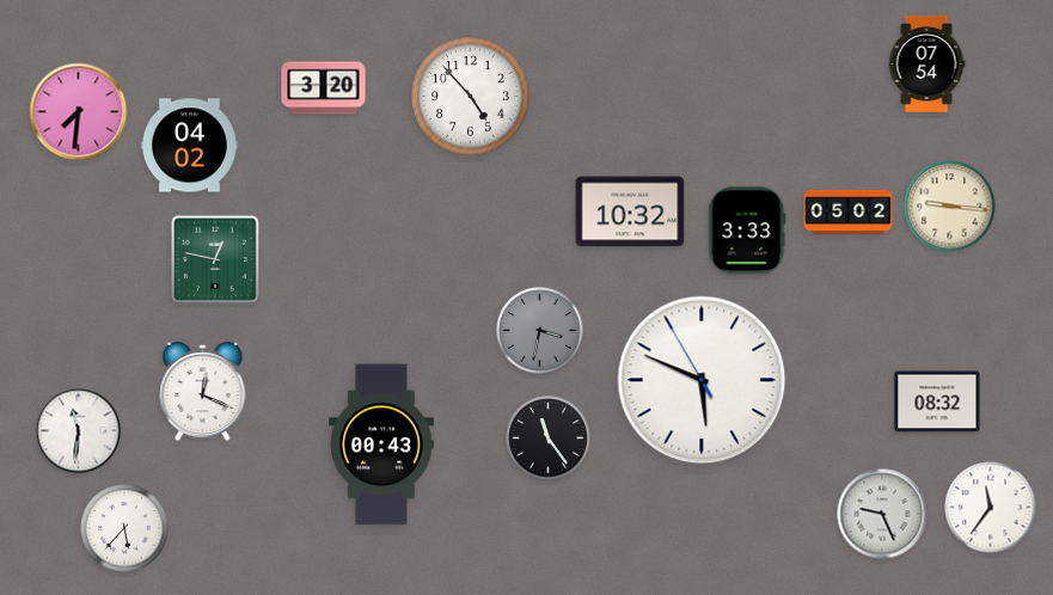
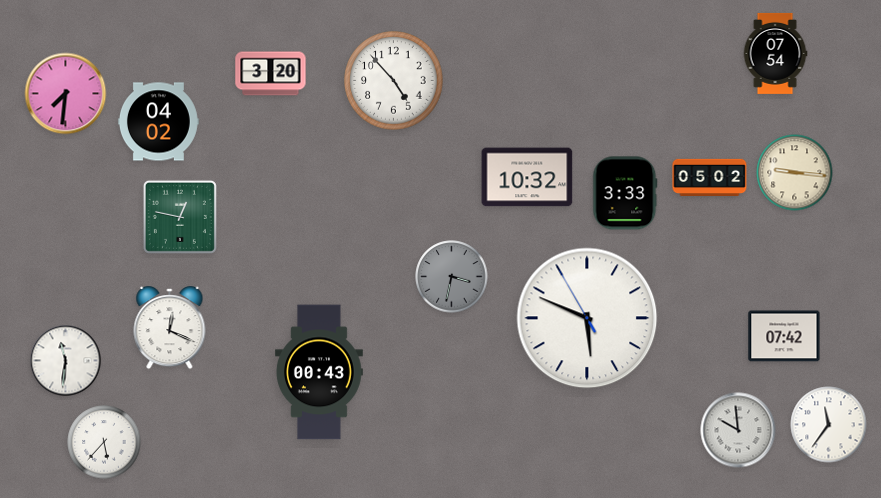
clock at (937, 401): 08:32 -> 07:42
clock at (549, 438): 11:24 -> none
clock at (882, 514): 9:26 -> 9:59
